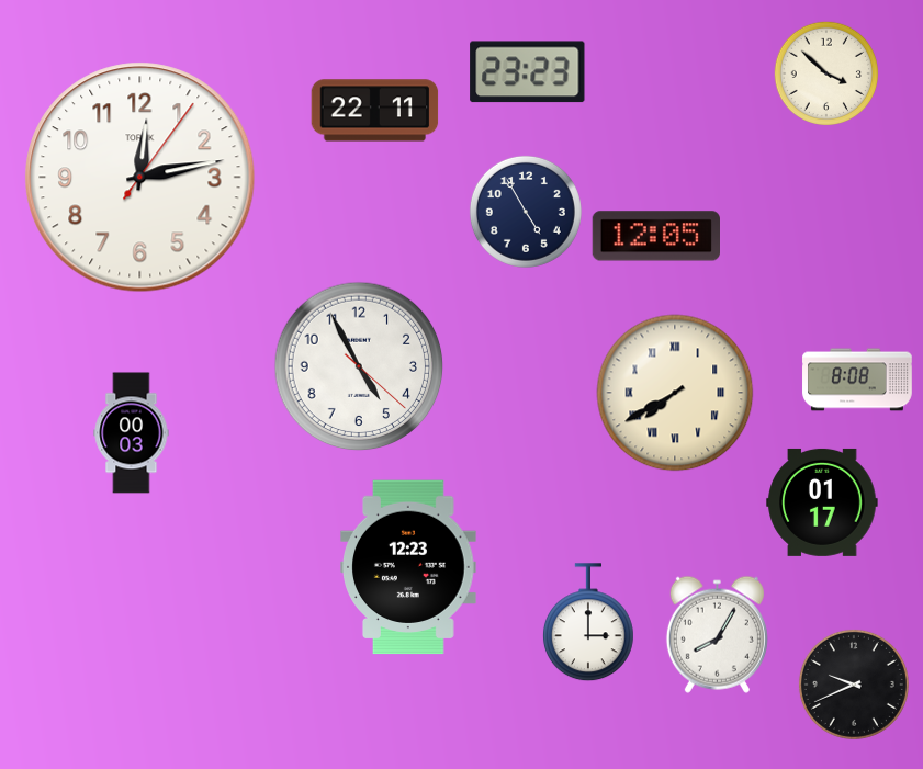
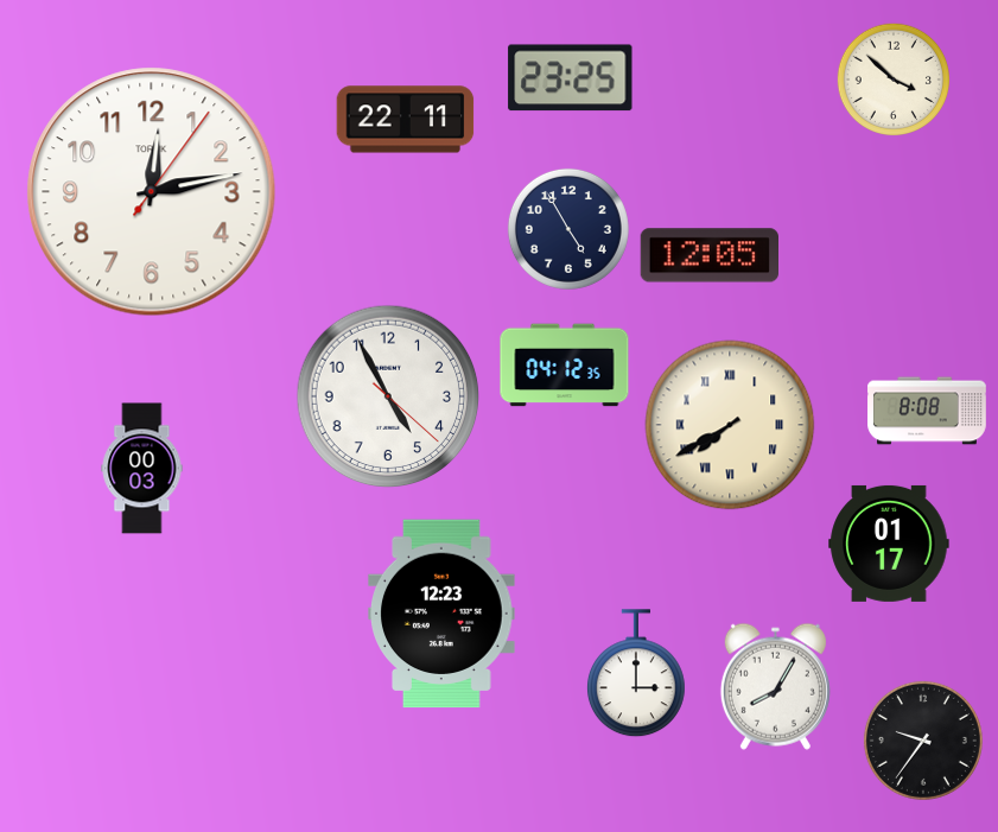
clock at (528, 72): 23:23 -> 23:25
clock at (565, 366): none -> 04:12
clock at (854, 685): 9:41 -> 9:36
